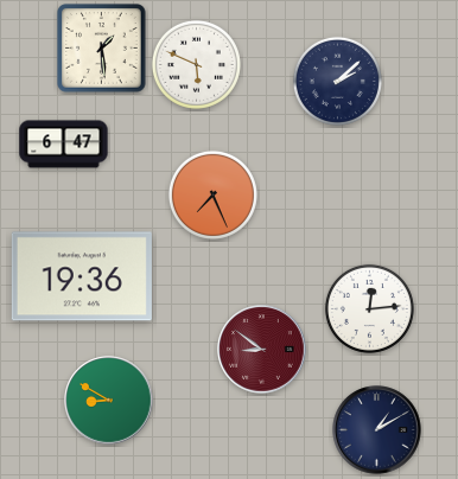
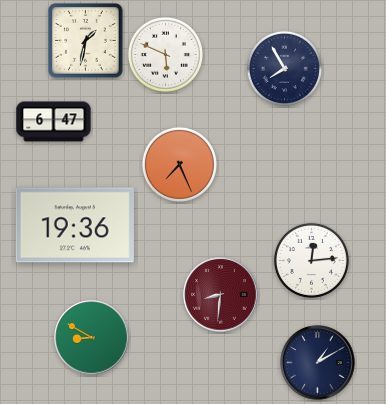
clock at (102, 49): 1:29 -> 1:32
clock at (337, 81): 2:08 -> 7:55
clock at (82, 276) position: (82, 276) -> (75, 225)
clock at (262, 350): 8:51 -> 8:31
